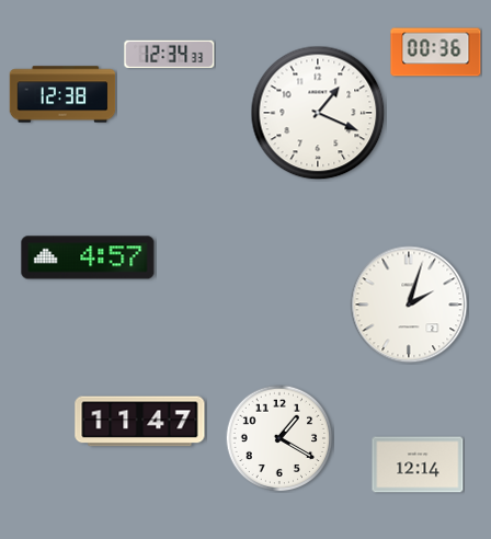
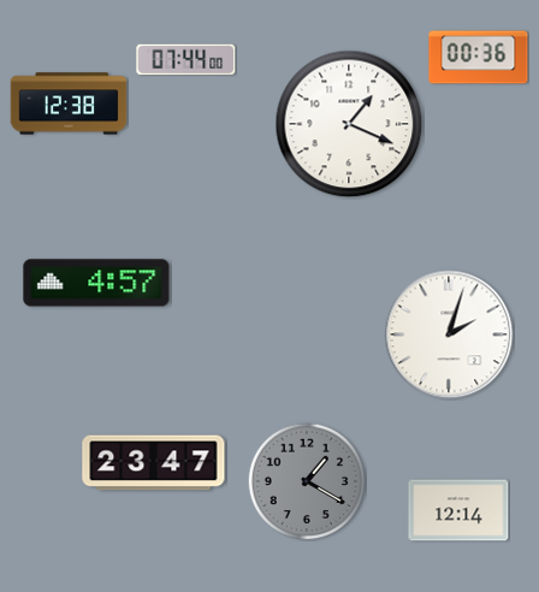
clock at (170, 55): 12:34 -> 07:44
clock at (140, 422): 11:47 -> 23:47
clock at (279, 438) dial: white -> grey
